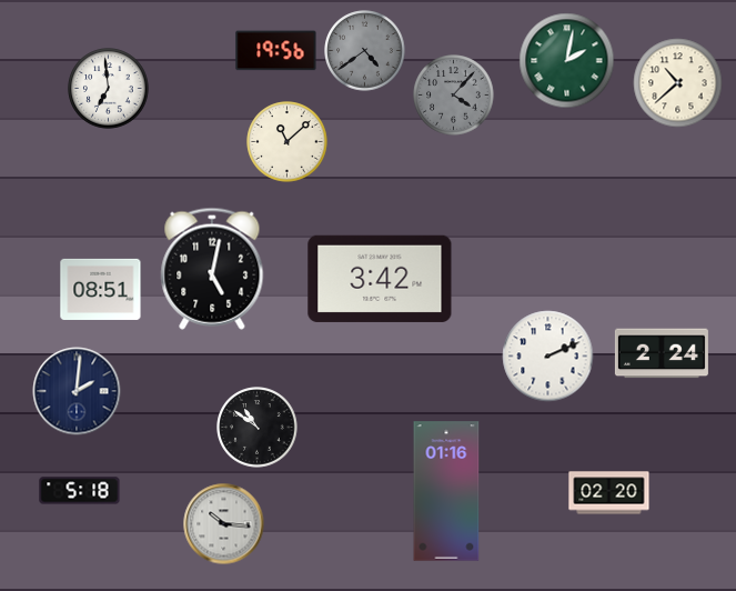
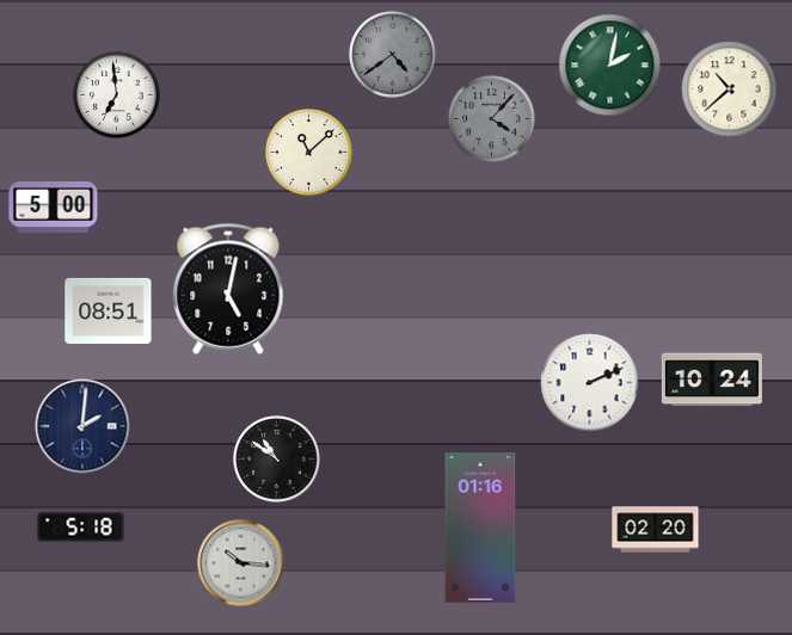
clock at (276, 51): 19:56 -> none
clock at (454, 96) position: (454, 96) -> (492, 119)
clock at (54, 206): none -> 5:00
clock at (380, 279): 3:42 -> none
clock at (662, 353): 2:24 -> 10:24
clock at (77, 391) position: (77, 391) -> (82, 426)
clock at (80, 491) position: (80, 491) -> (81, 528)
